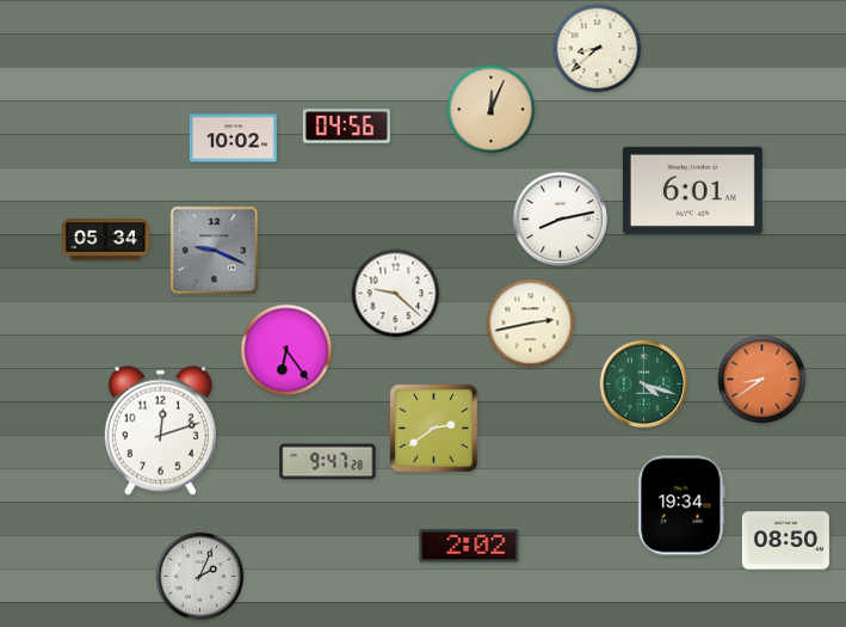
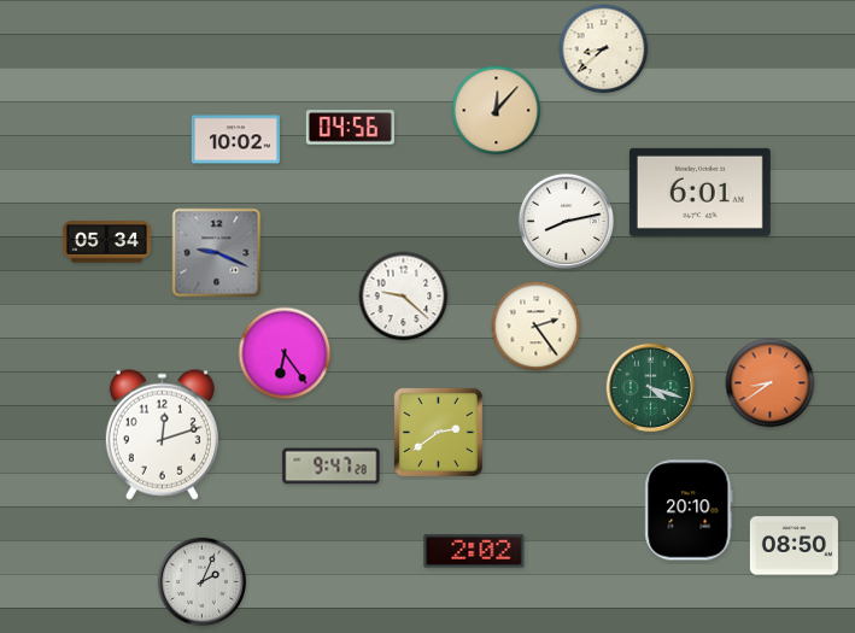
clock at (492, 110): 12:04 -> 12:07
clock at (396, 294) position: (396, 294) -> (404, 297)
clock at (531, 324): 2:43 -> 2:24
clock at (286, 350) position: (286, 350) -> (285, 353)
clock at (681, 505): 19:34 -> 20:10
